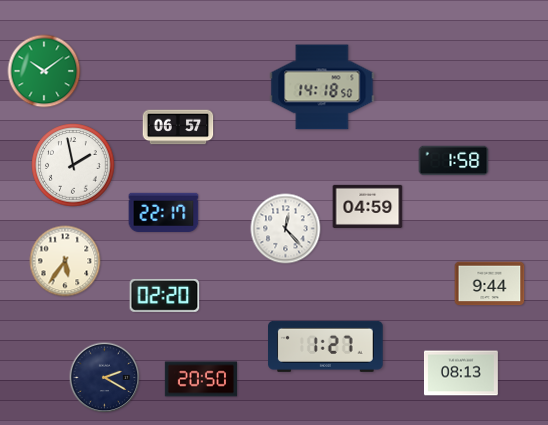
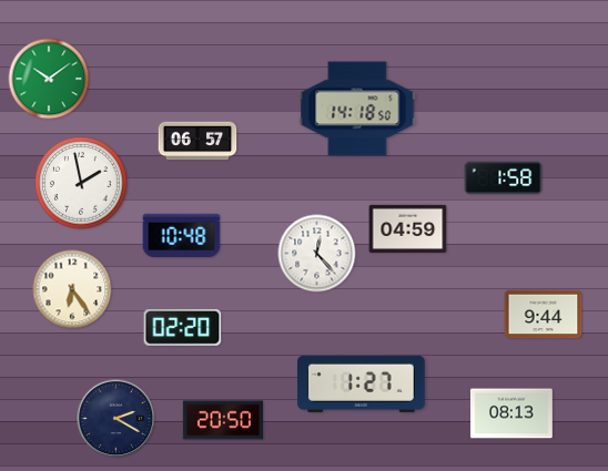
clock at (322, 87) position: (322, 87) -> (357, 109)
clock at (164, 212): 22:17 -> 10:48
clock at (65, 261): 5:36 -> 6:24
